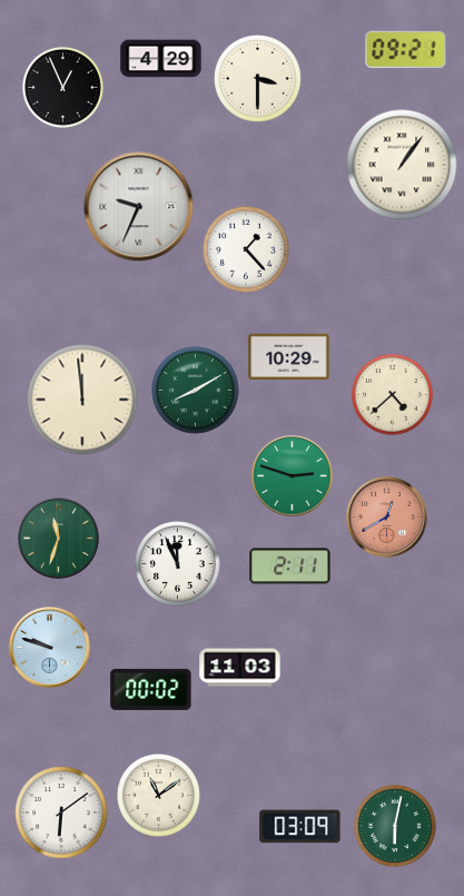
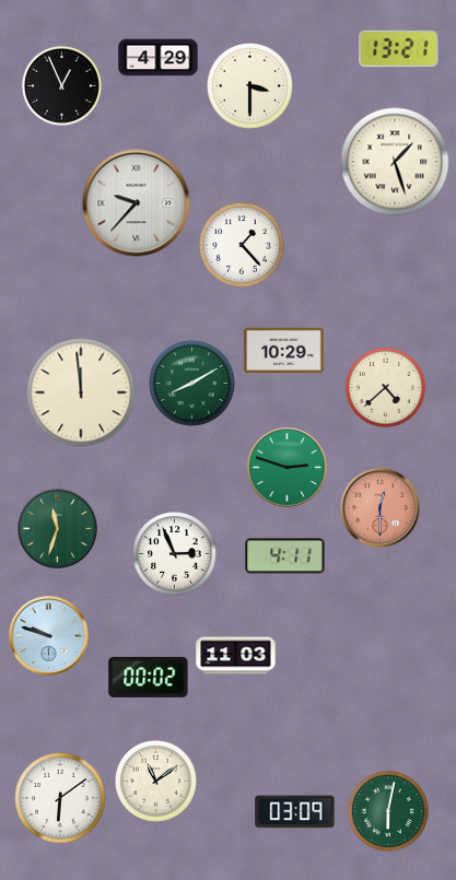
clock at (406, 50): 09:21 -> 13:21
clock at (258, 79) position: (258, 79) -> (250, 86)
clock at (402, 165): 1:06 -> 1:27
clock at (139, 207): 9:34 -> 9:37
clock at (387, 518): 12:40 -> 12:30
clock at (178, 564): 11:56 -> 2:56
clock at (290, 567): 2:11 -> 4:11
